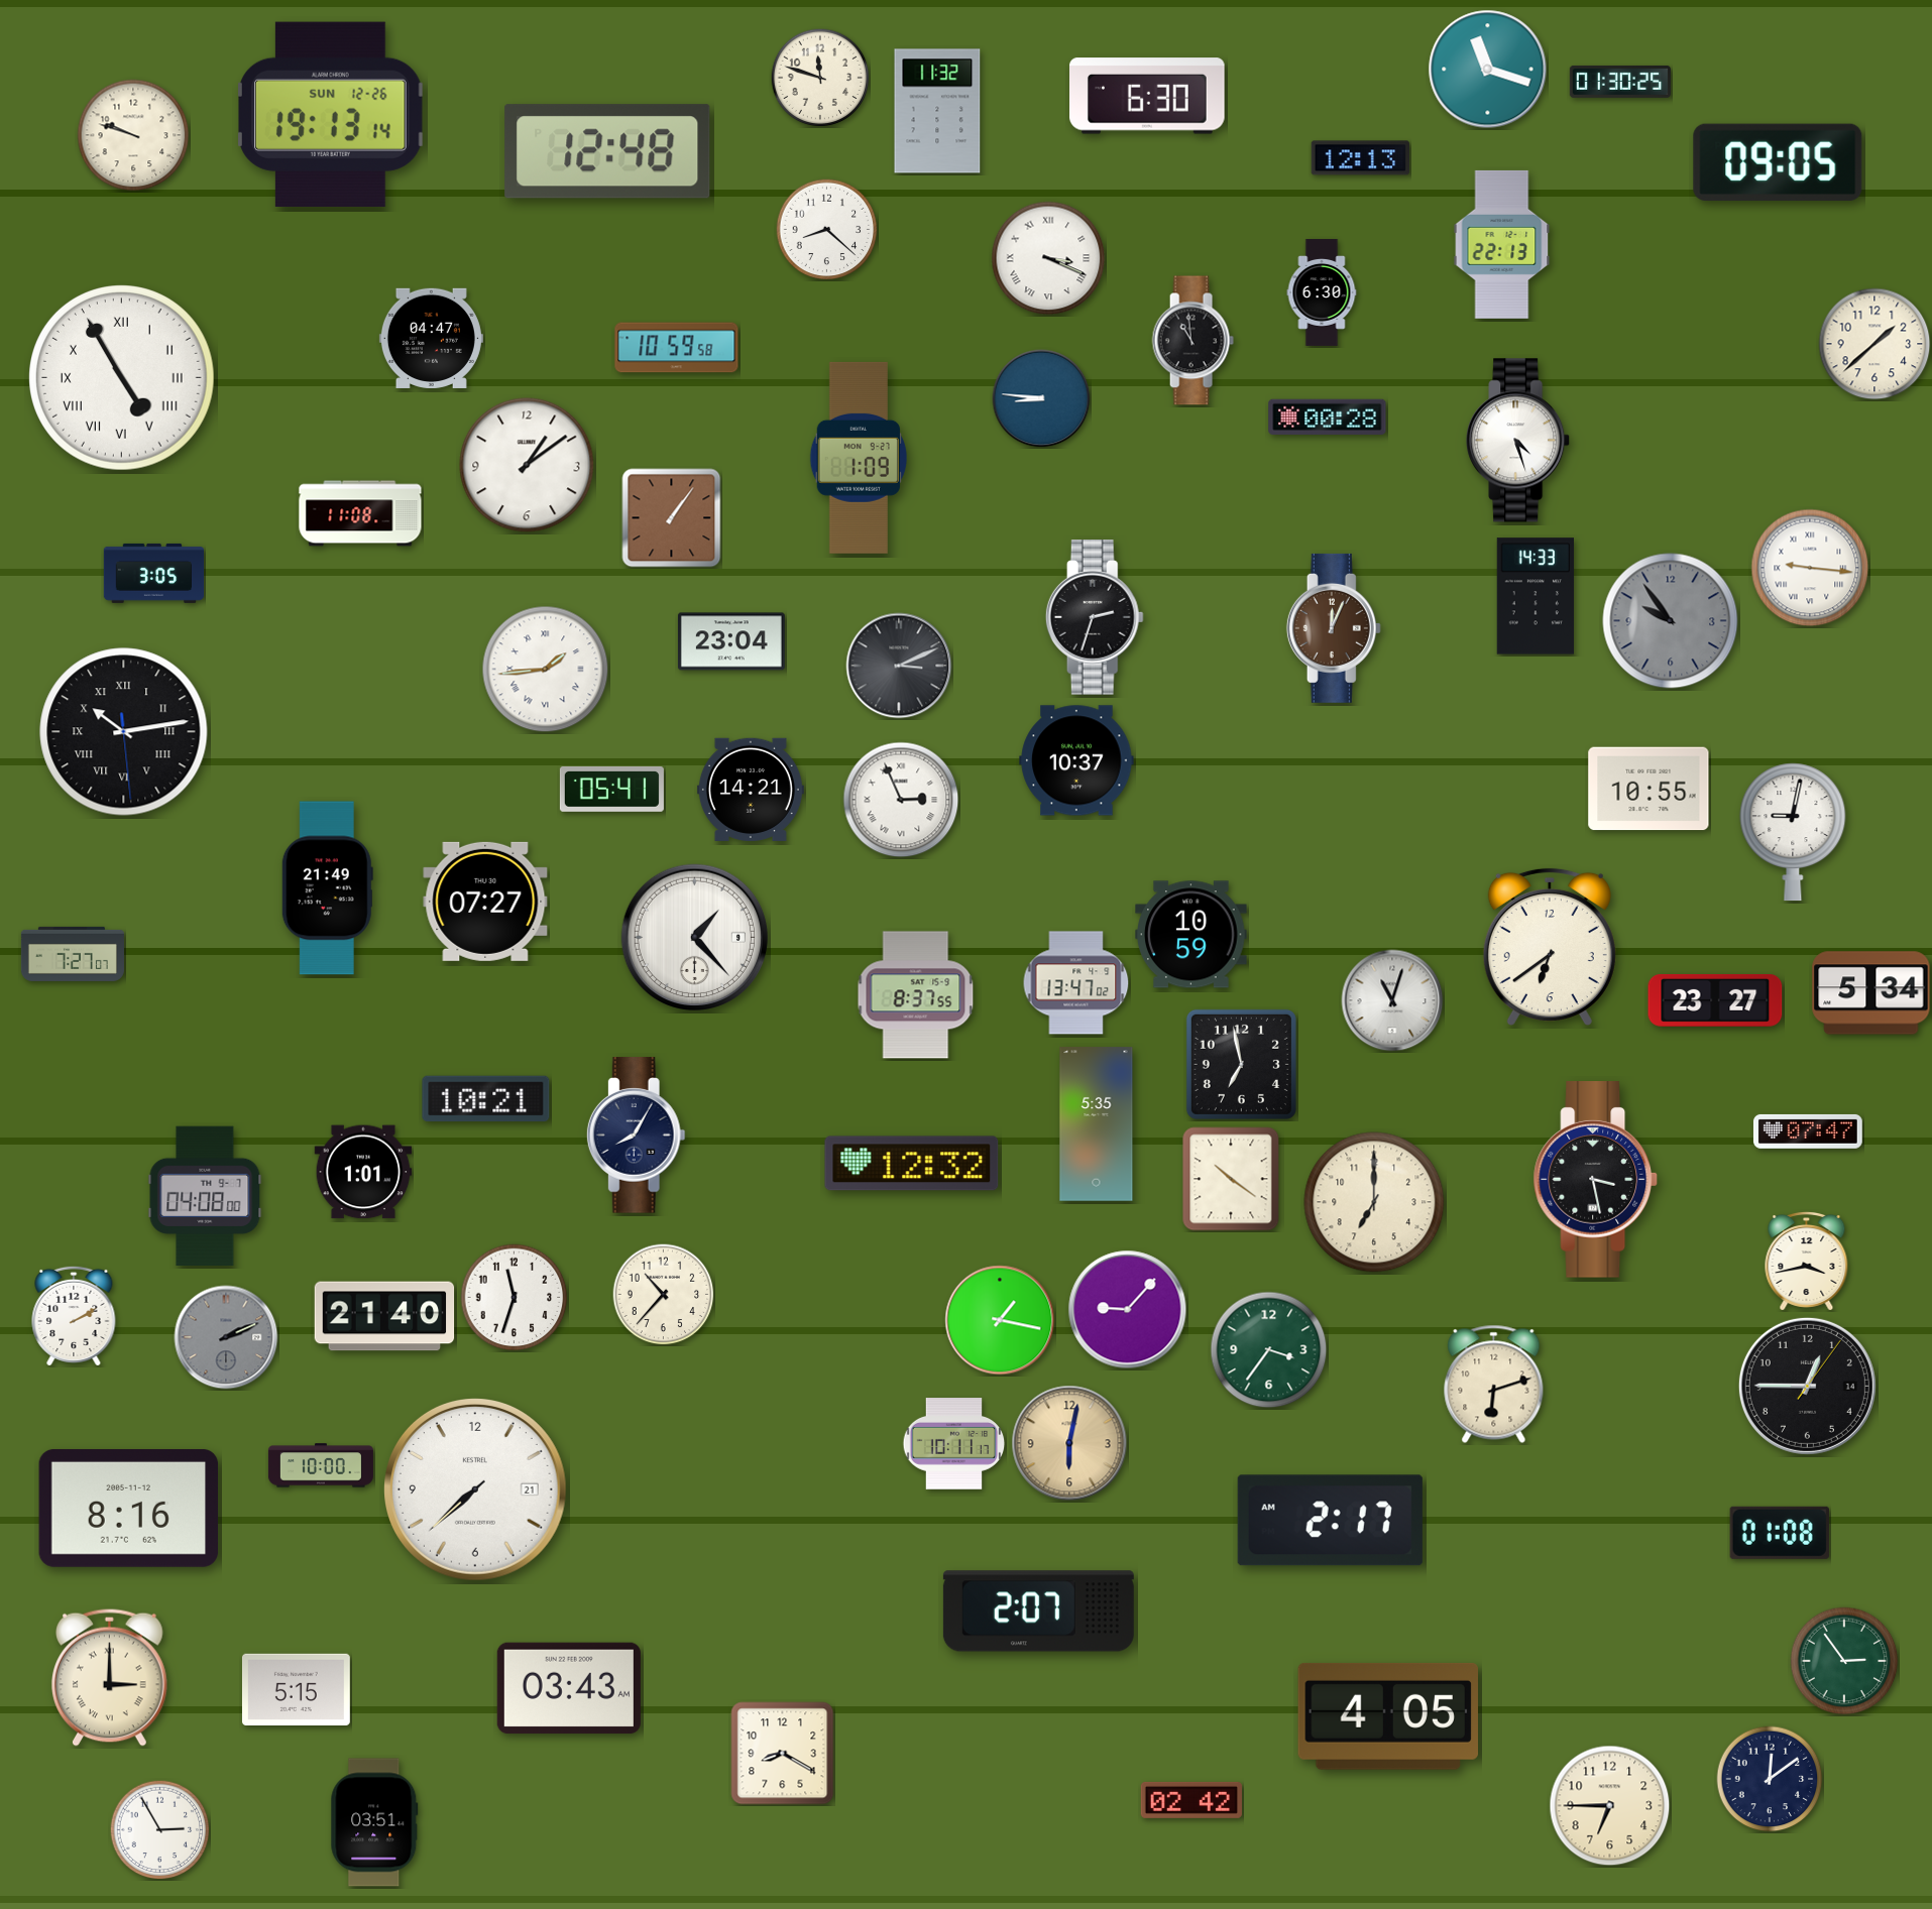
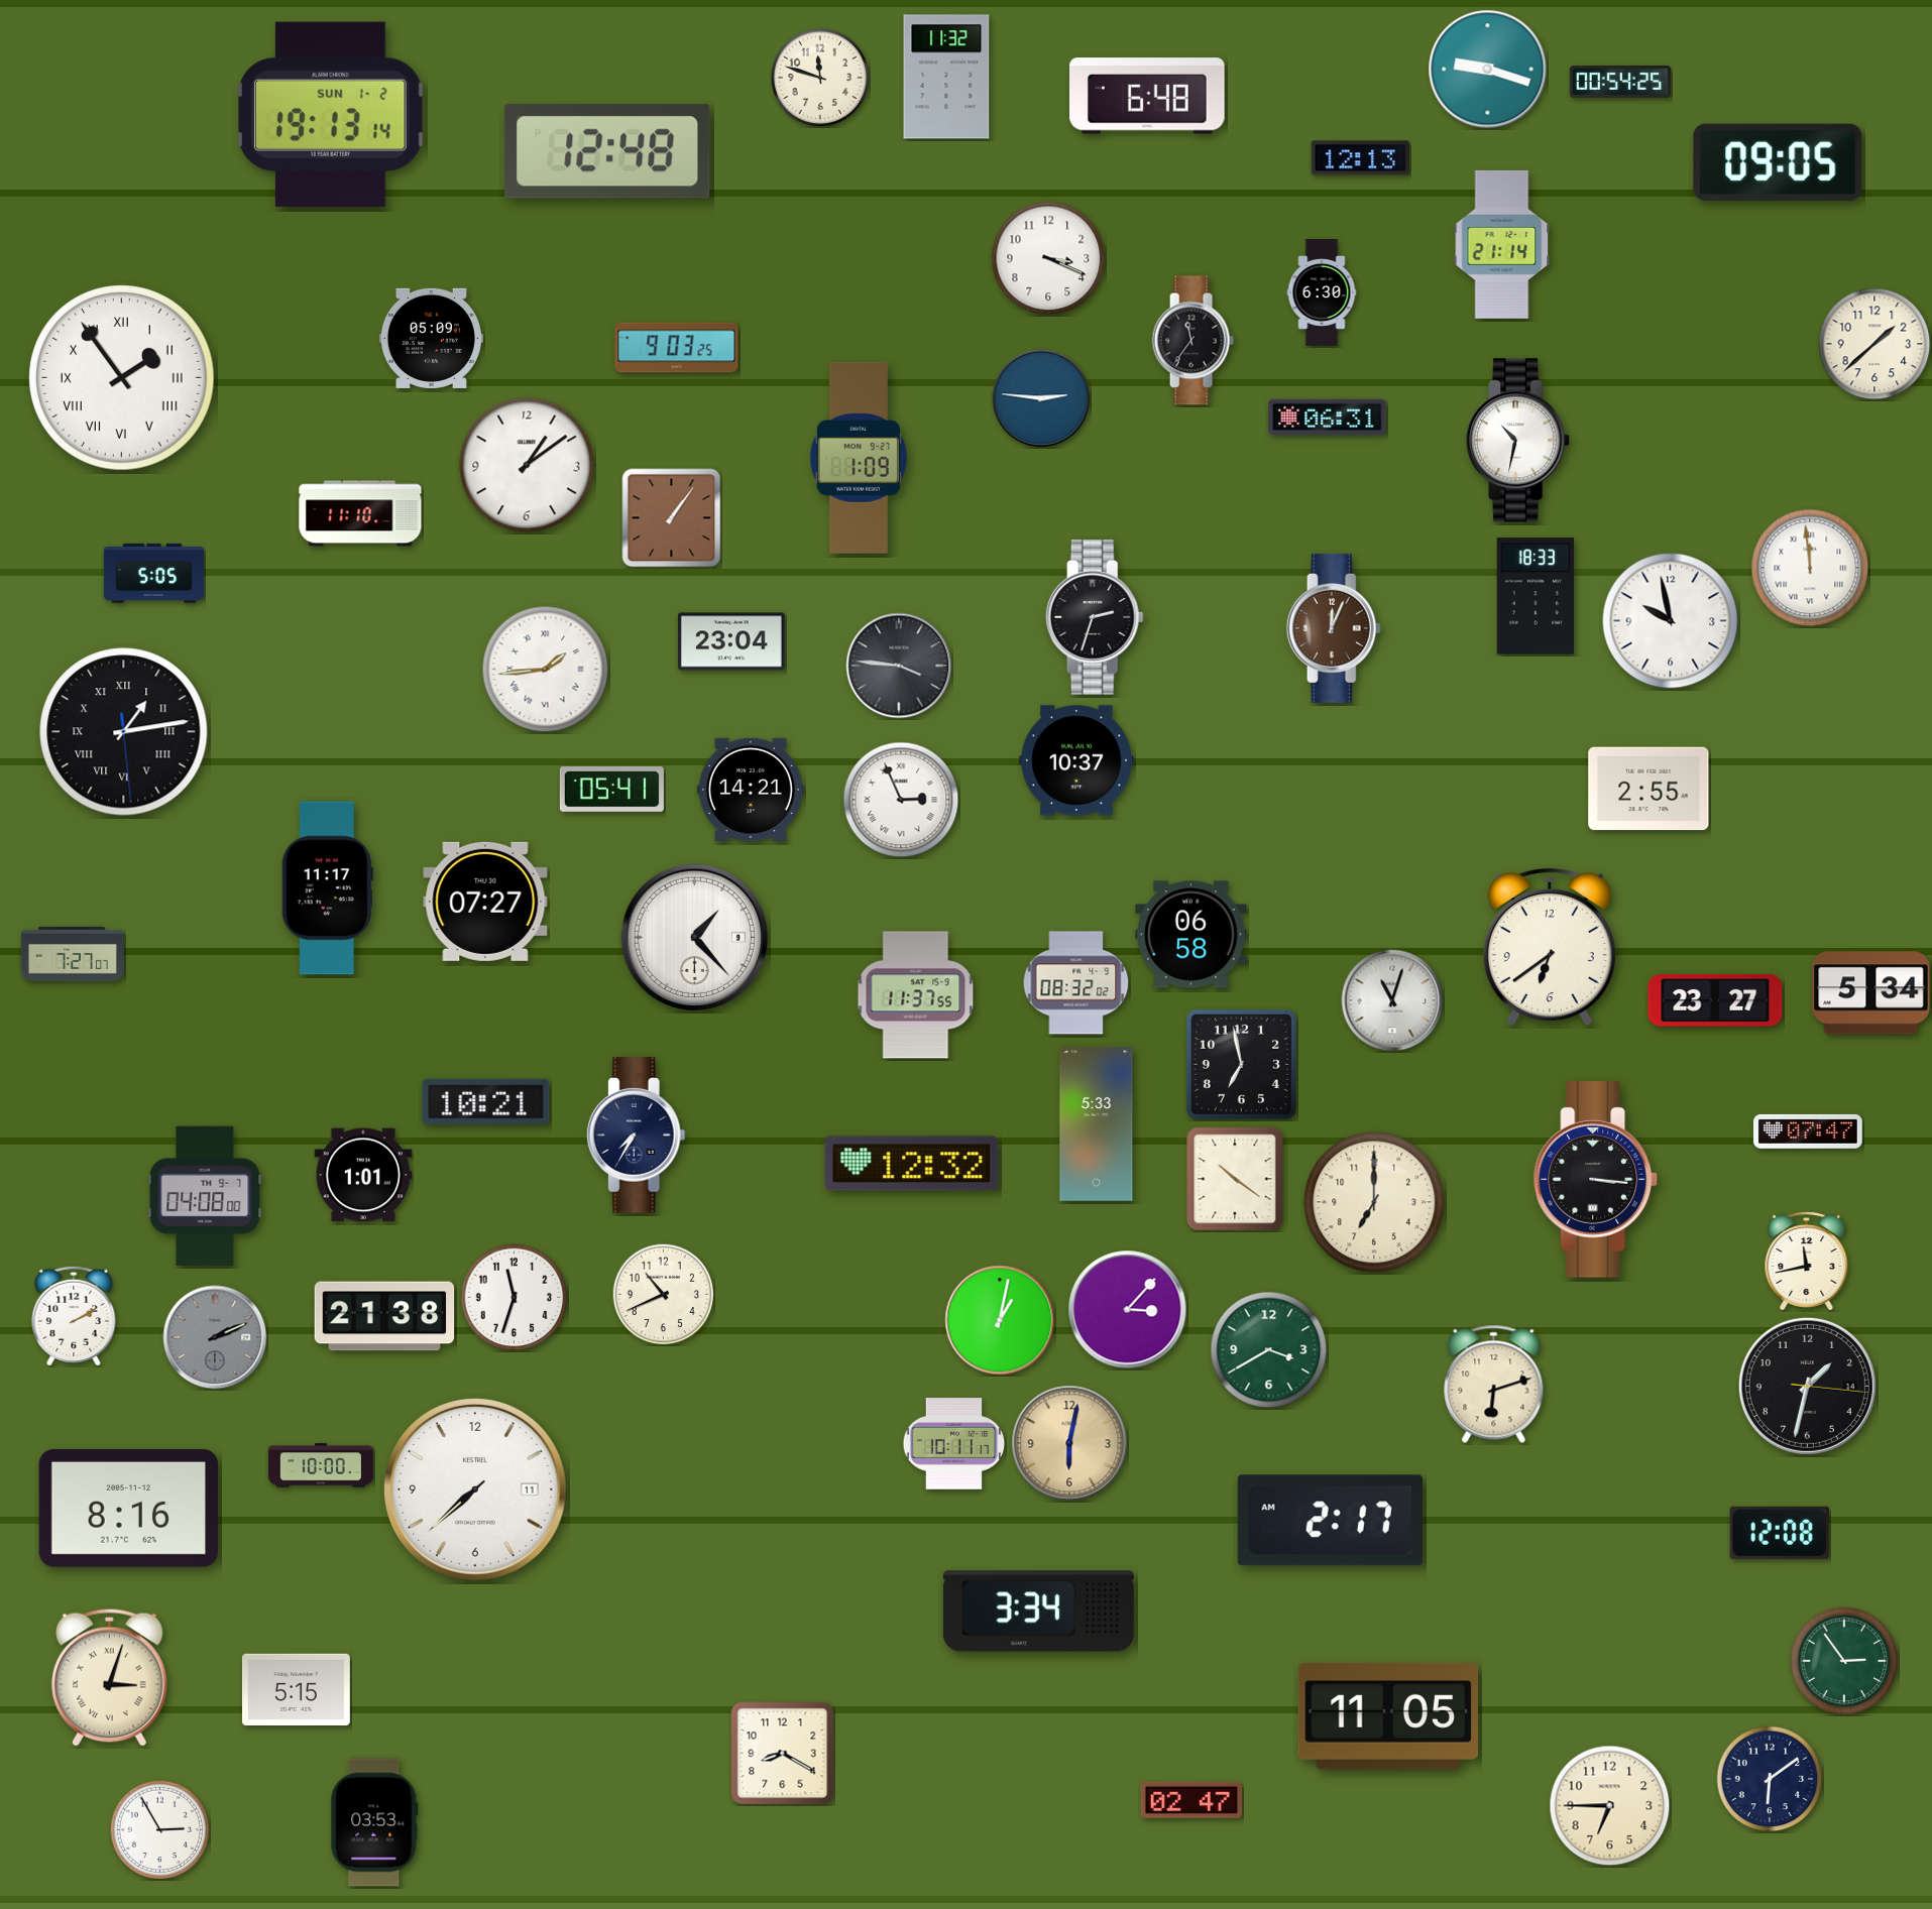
clock at (1488, 70): 11:18 -> 9:18
clock at (1619, 82): 01:30 -> 00:54
clock at (1148, 96): 6:30 -> 6:48
clock at (937, 111) position: (937, 111) -> (946, 77)
clock at (331, 114) date: SUN 12-26 -> SUN 1-2
clock at (133, 135): 9:48 -> none
clock at (827, 230): 8:22 -> none
clock at (1502, 244): 22:13 -> 21:14
clock at (1048, 258) numerals: Roman -> Arabic
clock at (431, 338): 04:47 -> 05:09
clock at (1192, 341): 10:59 -> 11:36
clock at (677, 348): 10:59 -> 9:03
clock at (122, 378): 4:55 -> 1:54
clock at (1041, 398): 8:46 -> 2:46
clock at (1328, 416): 00:28 -> 06:31
clock at (1518, 441): 4:27 -> 10:32
clock at (360, 513): 11:08 -> 11:10
clock at (1810, 568): 9:16 -> 11:59
clock at (154, 573): 3:05 -> 5:05
clock at (1535, 596): 14:33 -> 18:33
clock at (1671, 621): 9:54 -> 9:58
clock at (1671, 621) dial: grey -> white
clock at (899, 666): 3:11 -> 3:46
clock at (124, 732): 10:13 -> 1:13
clock at (1649, 789): 10:55 -> 2:55
clock at (1793, 832): 9:02 -> none
clock at (327, 888): 21:49 -> 11:17
clock at (1191, 935): 10:59 -> 06:58
clock at (1076, 983): 13:47 -> 08:32
clock at (916, 995): 8:37 -> 11:37
clock at (486, 1099) position: (486, 1099) -> (486, 1102)
clock at (1097, 1124): 5:35 -> 5:33
clock at (636, 1136): 8:05 -> 7:35
clock at (363, 1172) position: (363, 1172) -> (363, 1175)
clock at (1231, 1179) position: (1231, 1179) -> (1235, 1179)
clock at (1596, 1180): 3:28 -> 3:16
clock at (1807, 1261): 3:43 -> 11:43
clock at (664, 1295): 10:37 -> 10:41
clock at (1128, 1310): 9:07 -> 3:07
clock at (384, 1316): 21:40 -> 21:38
clock at (1000, 1320): 1:17 -> 1:02
clock at (226, 1337) position: (226, 1337) -> (215, 1337)
clock at (1269, 1350): 3:36 -> 3:40
clock at (1807, 1386): 12:45 -> 1:32
clock at (476, 1490) date: 21 -> 11
clock at (1780, 1533): 01:08 -> 12:08
clock at (1038, 1612): 2:07 -> 3:34
clock at (110, 1677): 3:00 -> 3:03
clock at (569, 1688): 03:43 -> none
clock at (1387, 1716): 4:05 -> 11:05
clock at (1770, 1779): 12:09 -> 6:09
clock at (1191, 1800): 02:42 -> 02:47
clock at (374, 1822): 03:51 -> 03:53
